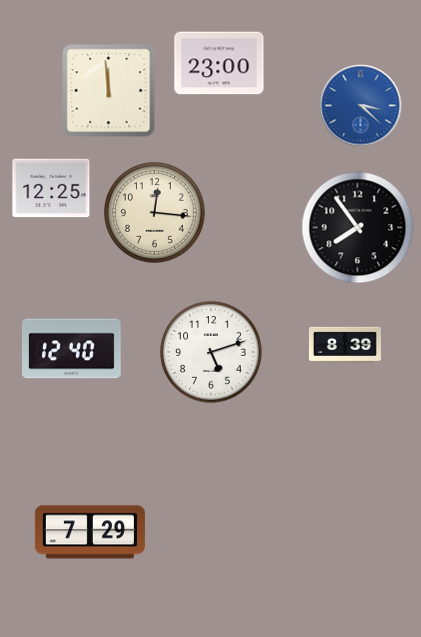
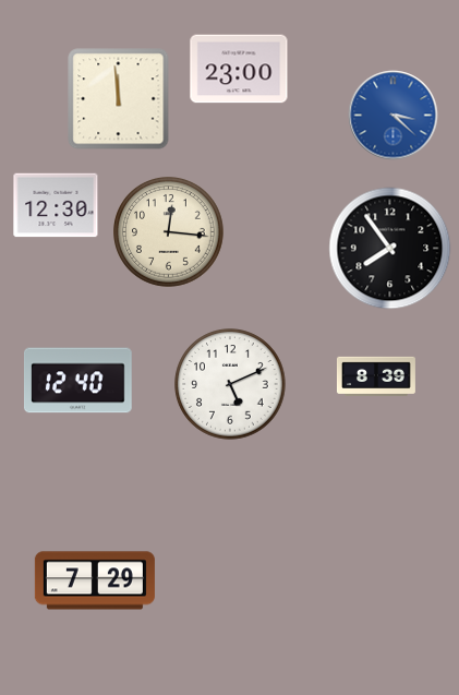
clock at (51, 188): 12:25 -> 12:30
clock at (211, 352): 5:12 -> 5:11
clock at (90, 532) position: (90, 532) -> (95, 580)
